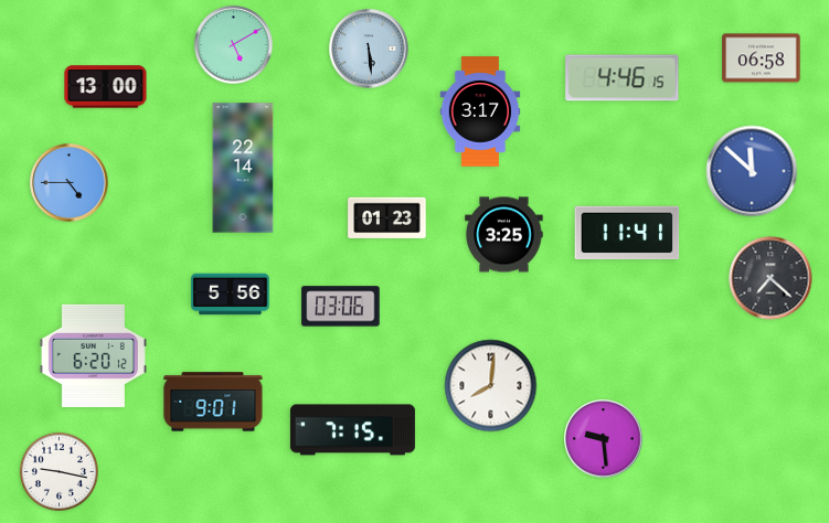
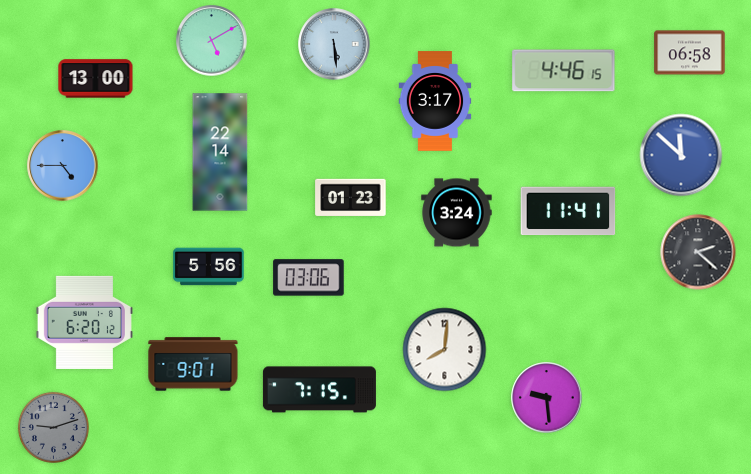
clock at (504, 235): 3:25 -> 3:24
clock at (770, 278): 7:22 -> 2:22
clock at (59, 471): 9:17 -> 9:12
clock at (59, 471) dial: white -> grey
